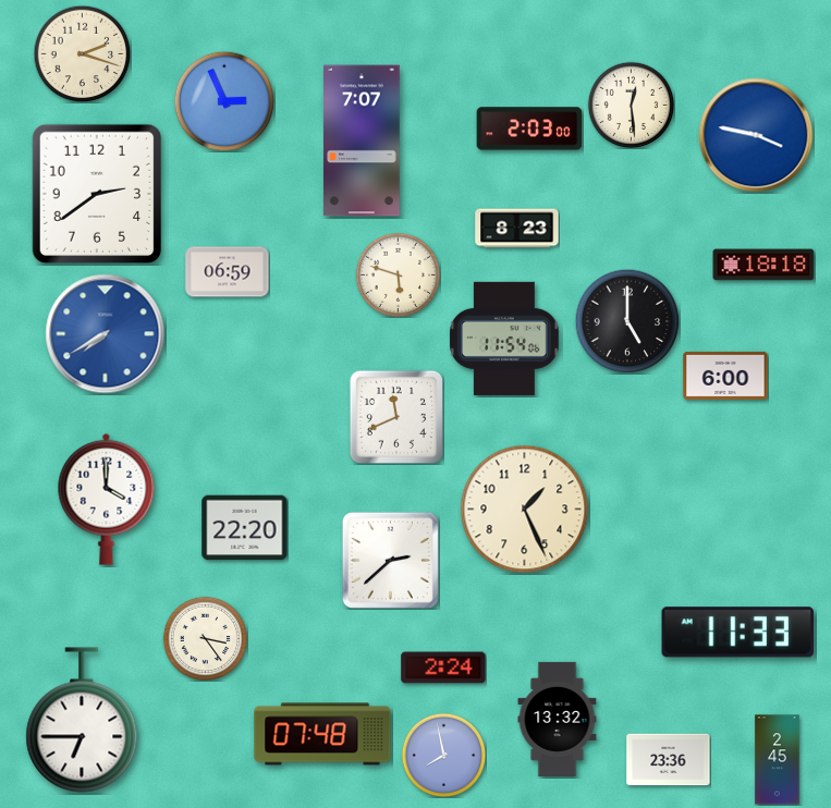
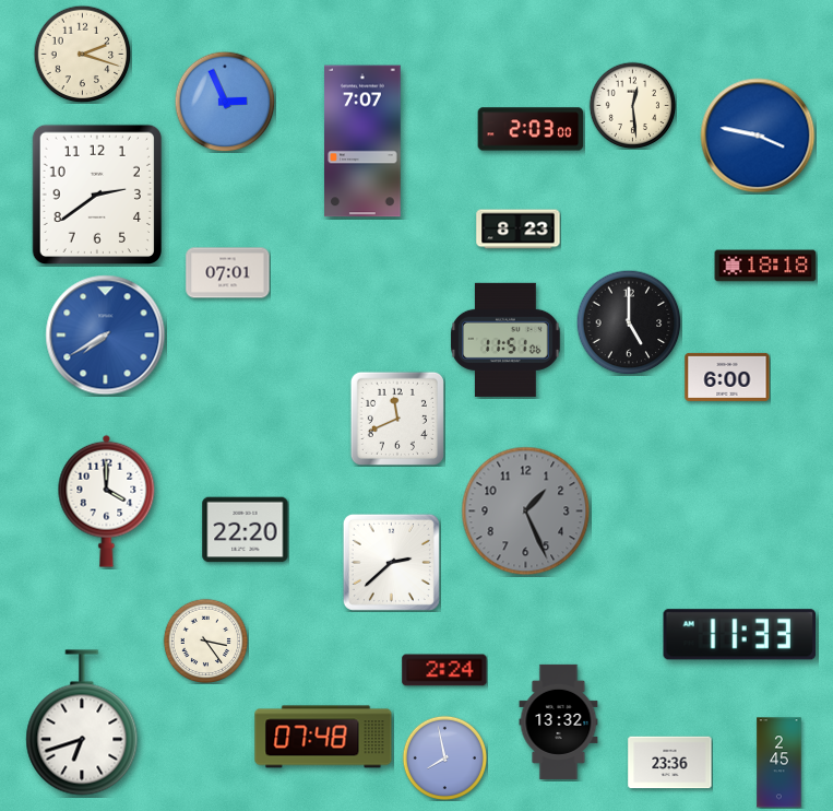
clock at (228, 272): 06:59 -> 07:01
clock at (398, 274): 5:48 -> none
clock at (504, 339): 11:54 -> 11:51
clock at (525, 510) dial: cream -> grey
clock at (82, 720): 6:45 -> 6:42
